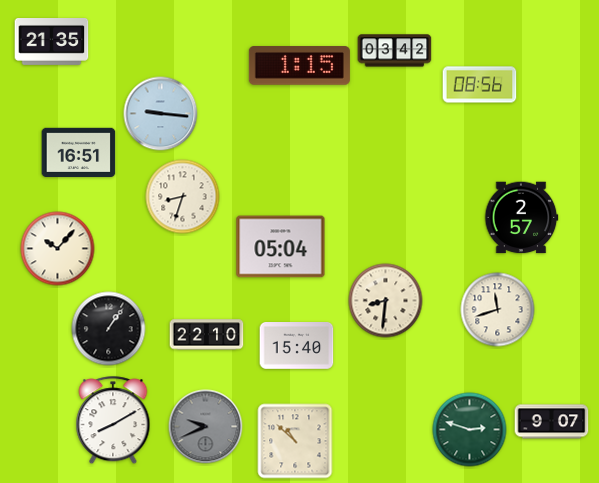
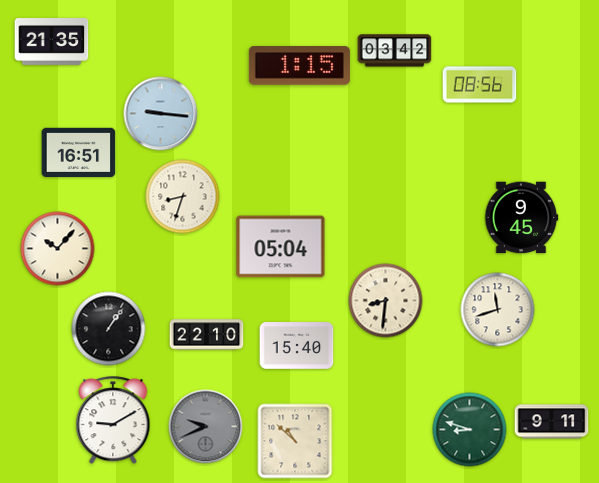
clock at (521, 218): 2:57 -> 9:45
clock at (113, 421): 8:10 -> 9:10
clock at (552, 422): 9:07 -> 9:11
clock at (470, 430): 2:48 -> 8:48
